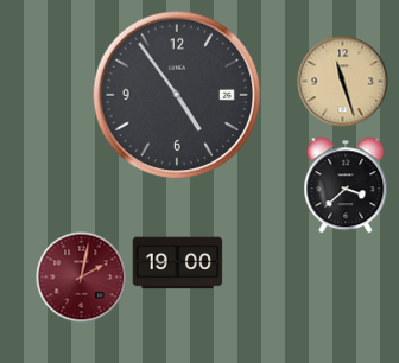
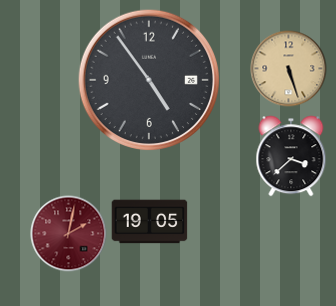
clock at (343, 82): 11:27 -> 5:27
clock at (178, 263): 19:00 -> 19:05
